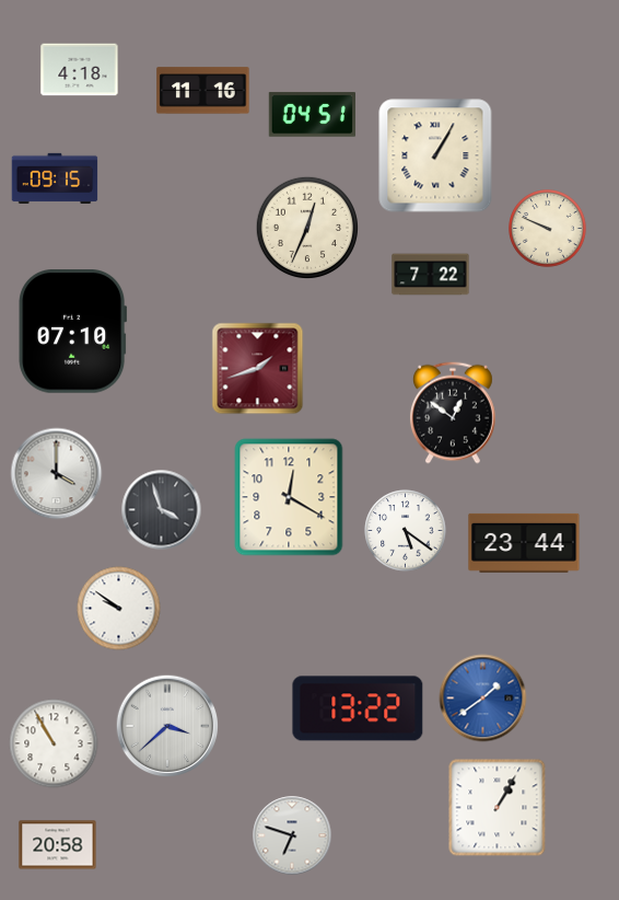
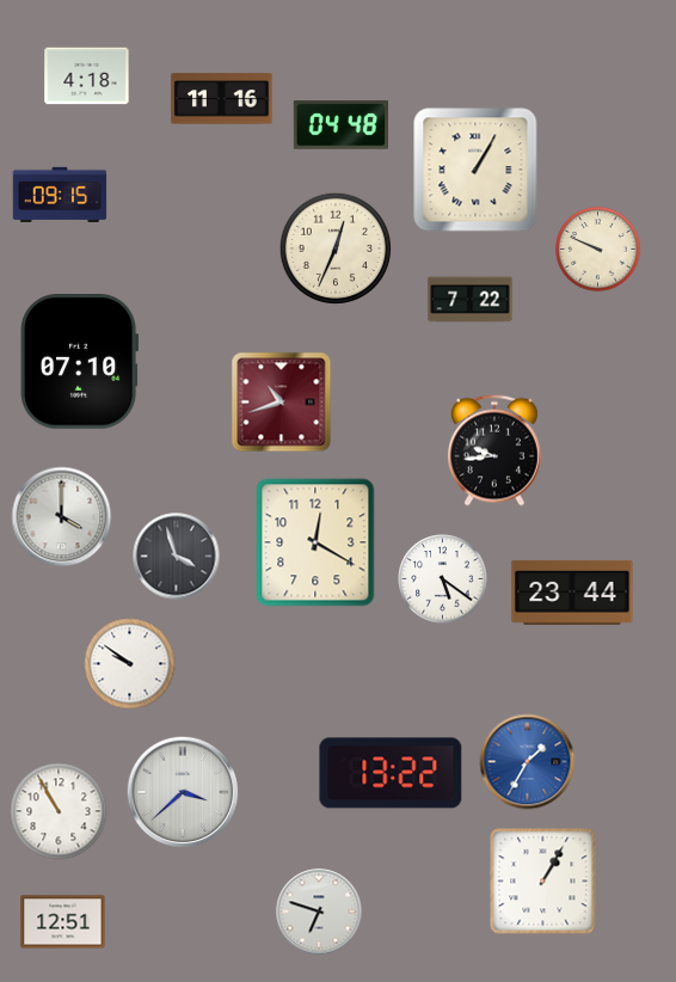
clock at (312, 115): 04:51 -> 04:48
clock at (258, 369): 1:42 -> 10:42
clock at (453, 413): 12:51 -> 9:44
clock at (483, 699): 1:39 -> 1:35
clock at (58, 845): 20:58 -> 12:51
